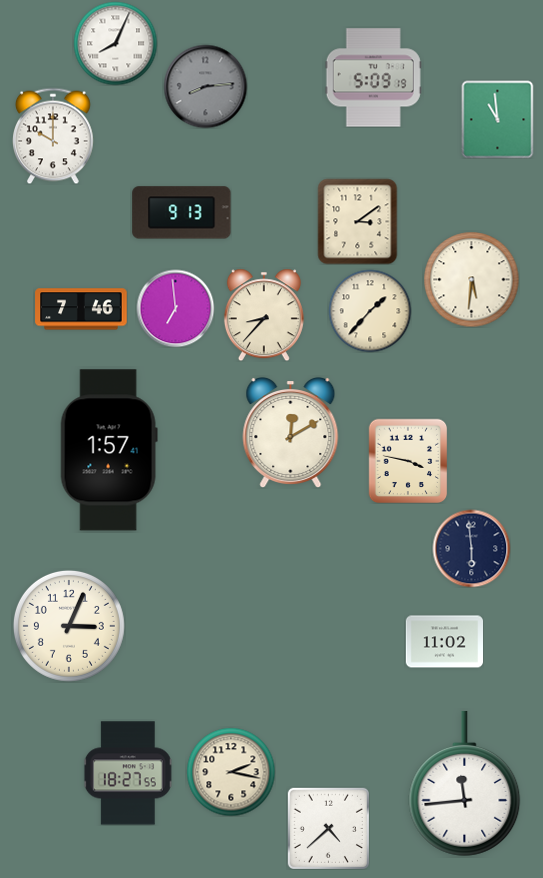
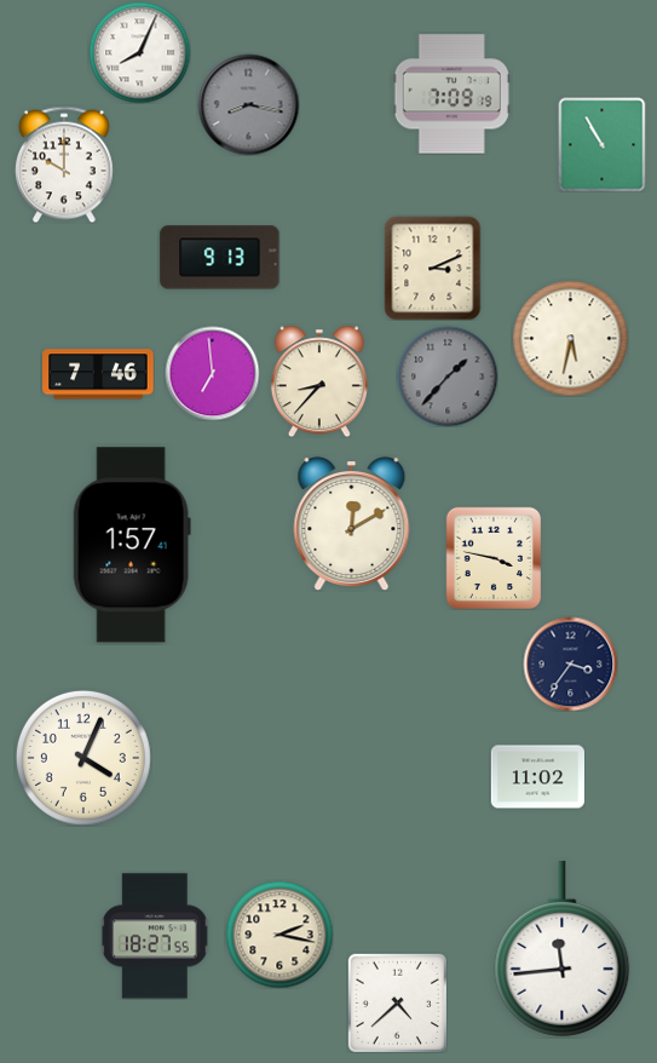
clock at (373, 78): 5:09 -> 7:09
clock at (205, 86): 8:14 -> 8:17
clock at (498, 119): 10:59 -> 10:55
clock at (358, 221): 3:09 -> 3:11
clock at (471, 279): 5:31 -> 5:32
clock at (370, 311) dial: cream -> grey
clock at (471, 548): 5:59 -> 3:36
clock at (69, 626): 3:04 -> 4:04
